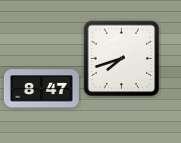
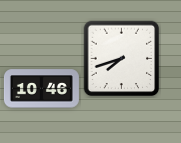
clock at (41, 89): 8:47 -> 10:46
